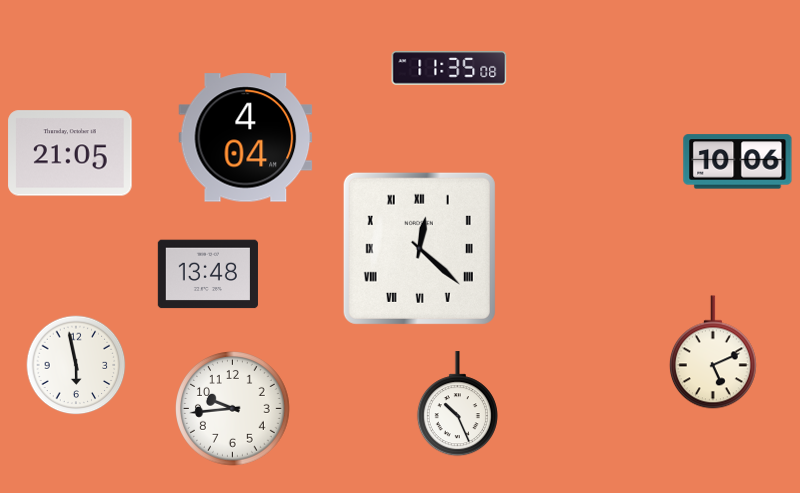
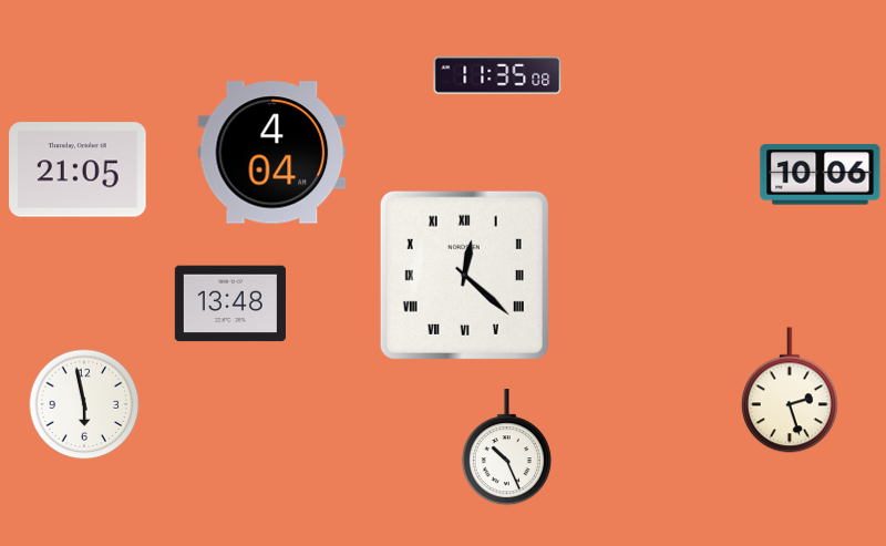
clock at (738, 162) position: (738, 162) -> (821, 175)
clock at (713, 352): 5:11 -> 2:27
clock at (233, 409): 9:44 -> none
